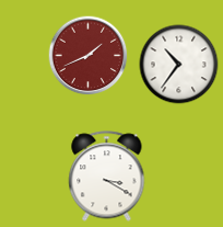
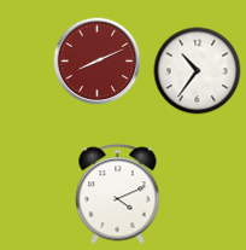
clock at (89, 56): 1:41 -> 8:11
clock at (107, 177): 3:20 -> 4:11
